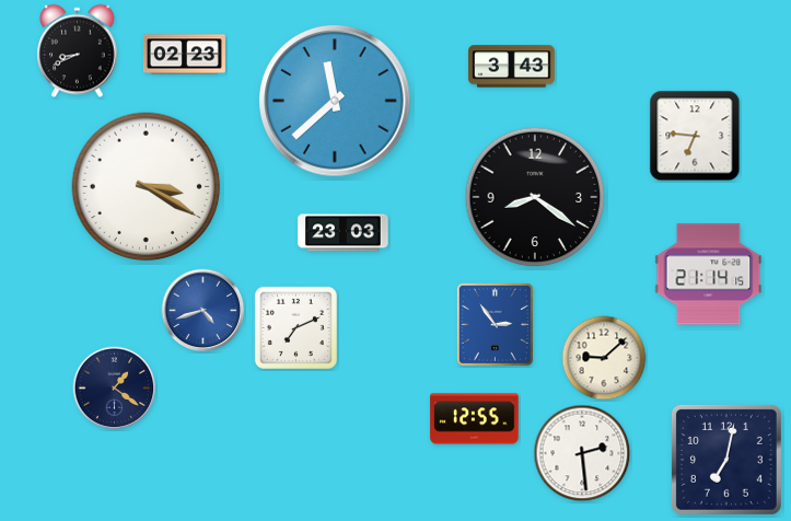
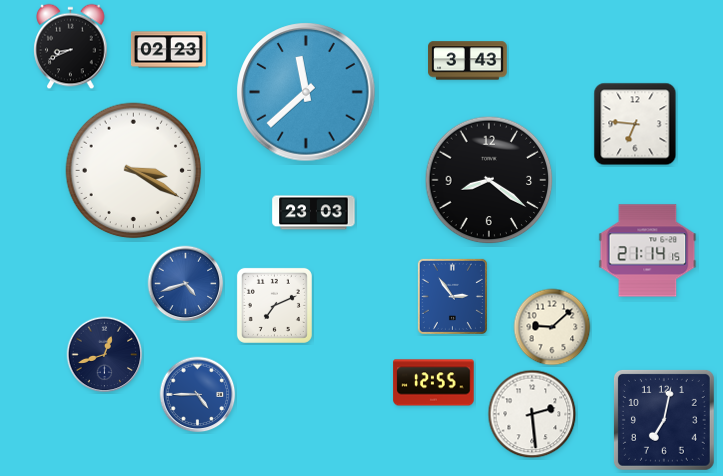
clock at (295, 327) position: (295, 327) -> (274, 305)
clock at (115, 389): 1:21 -> 12:42
clock at (198, 395): none -> 4:45
